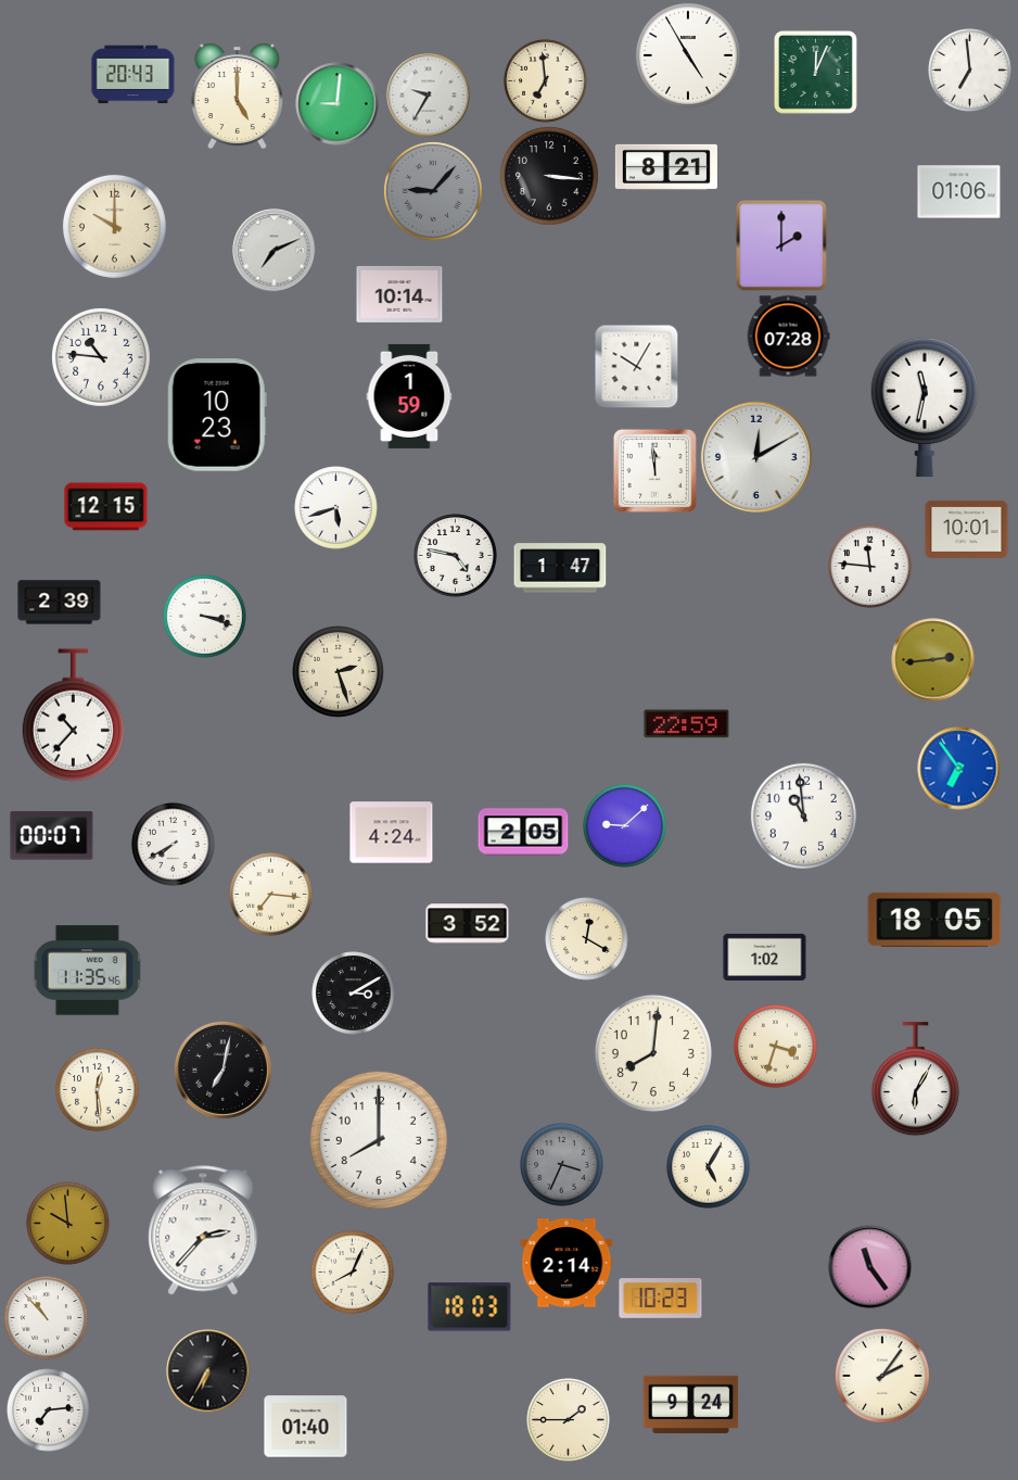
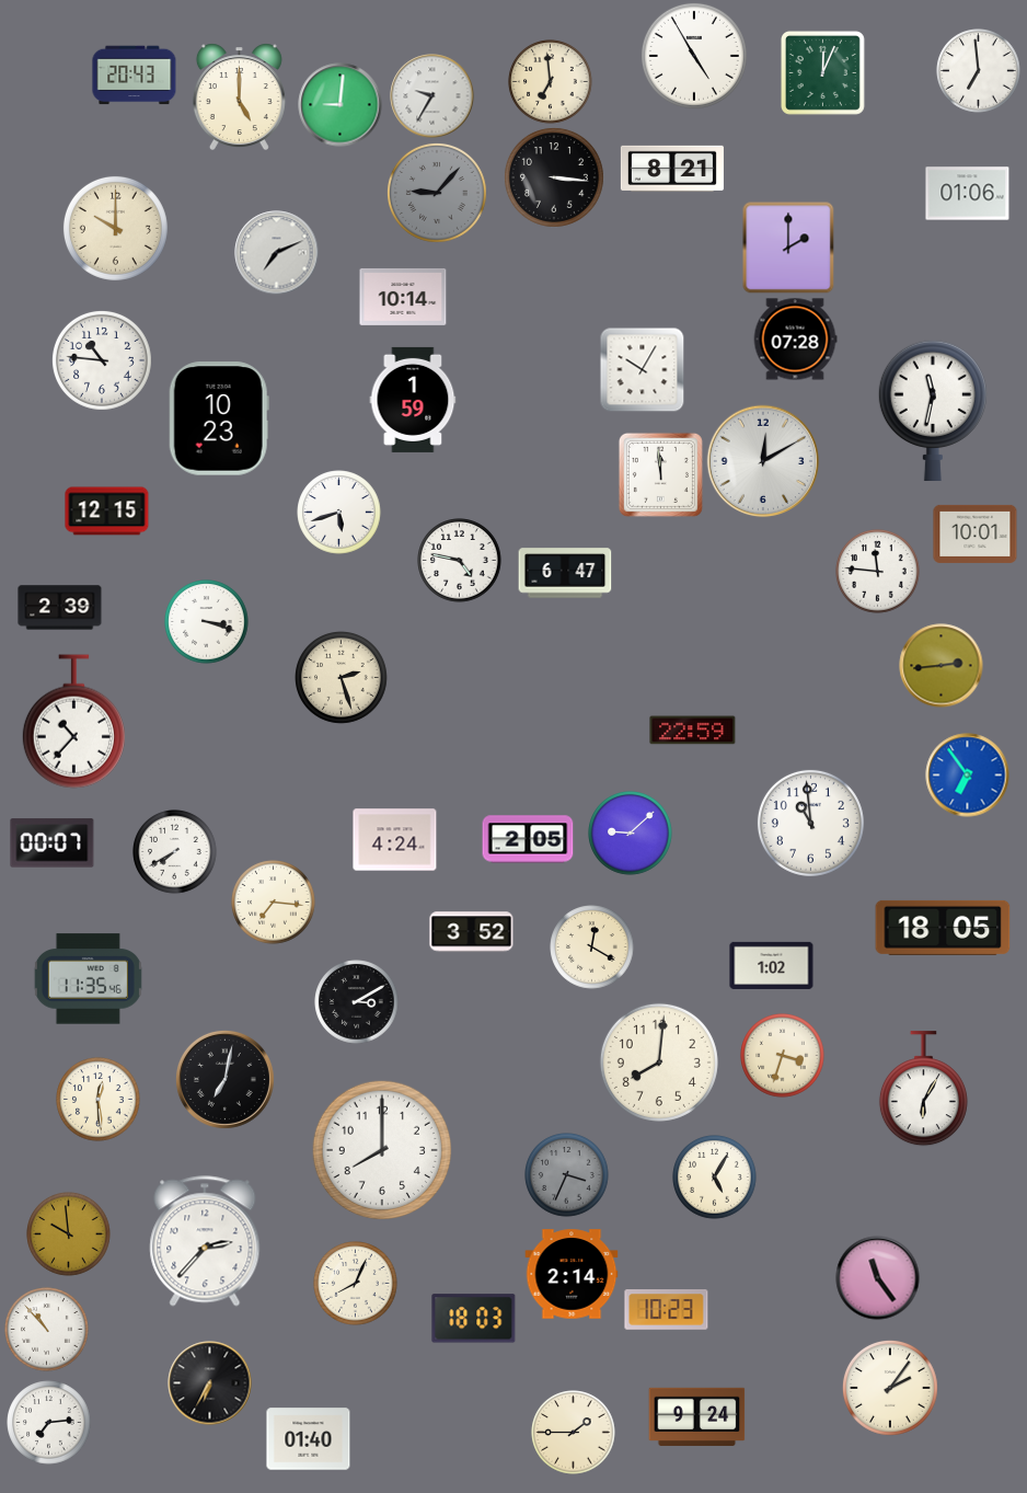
clock at (560, 568): 1:47 -> 6:47
